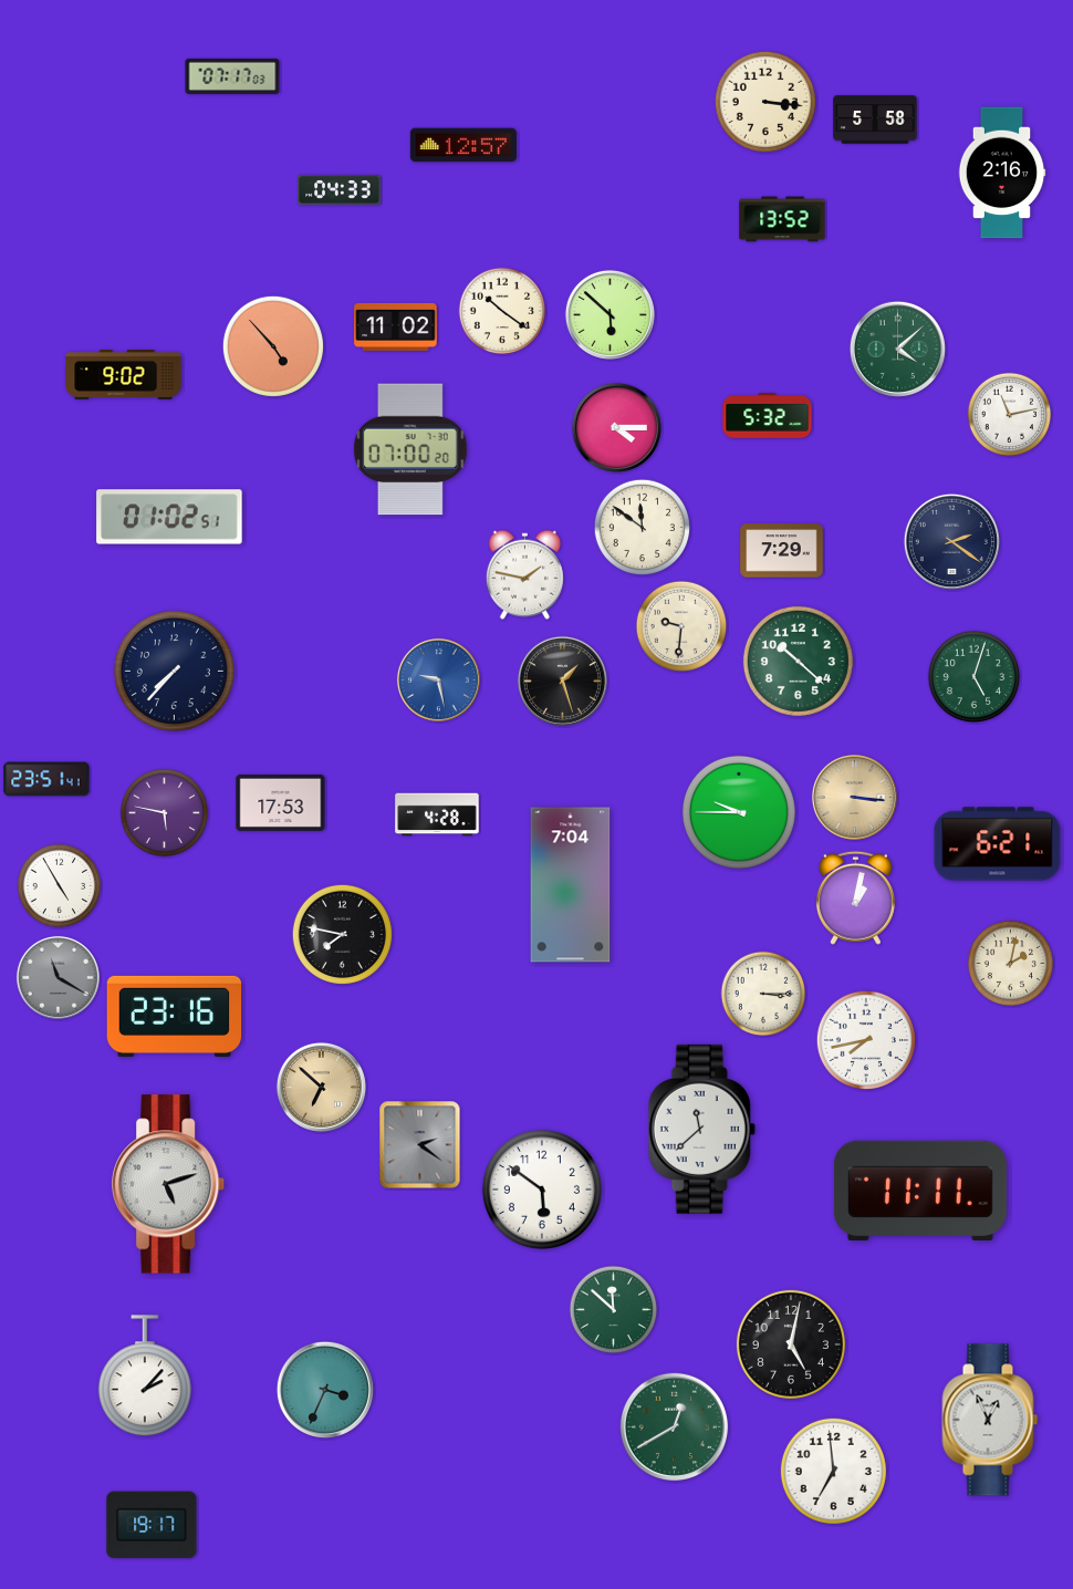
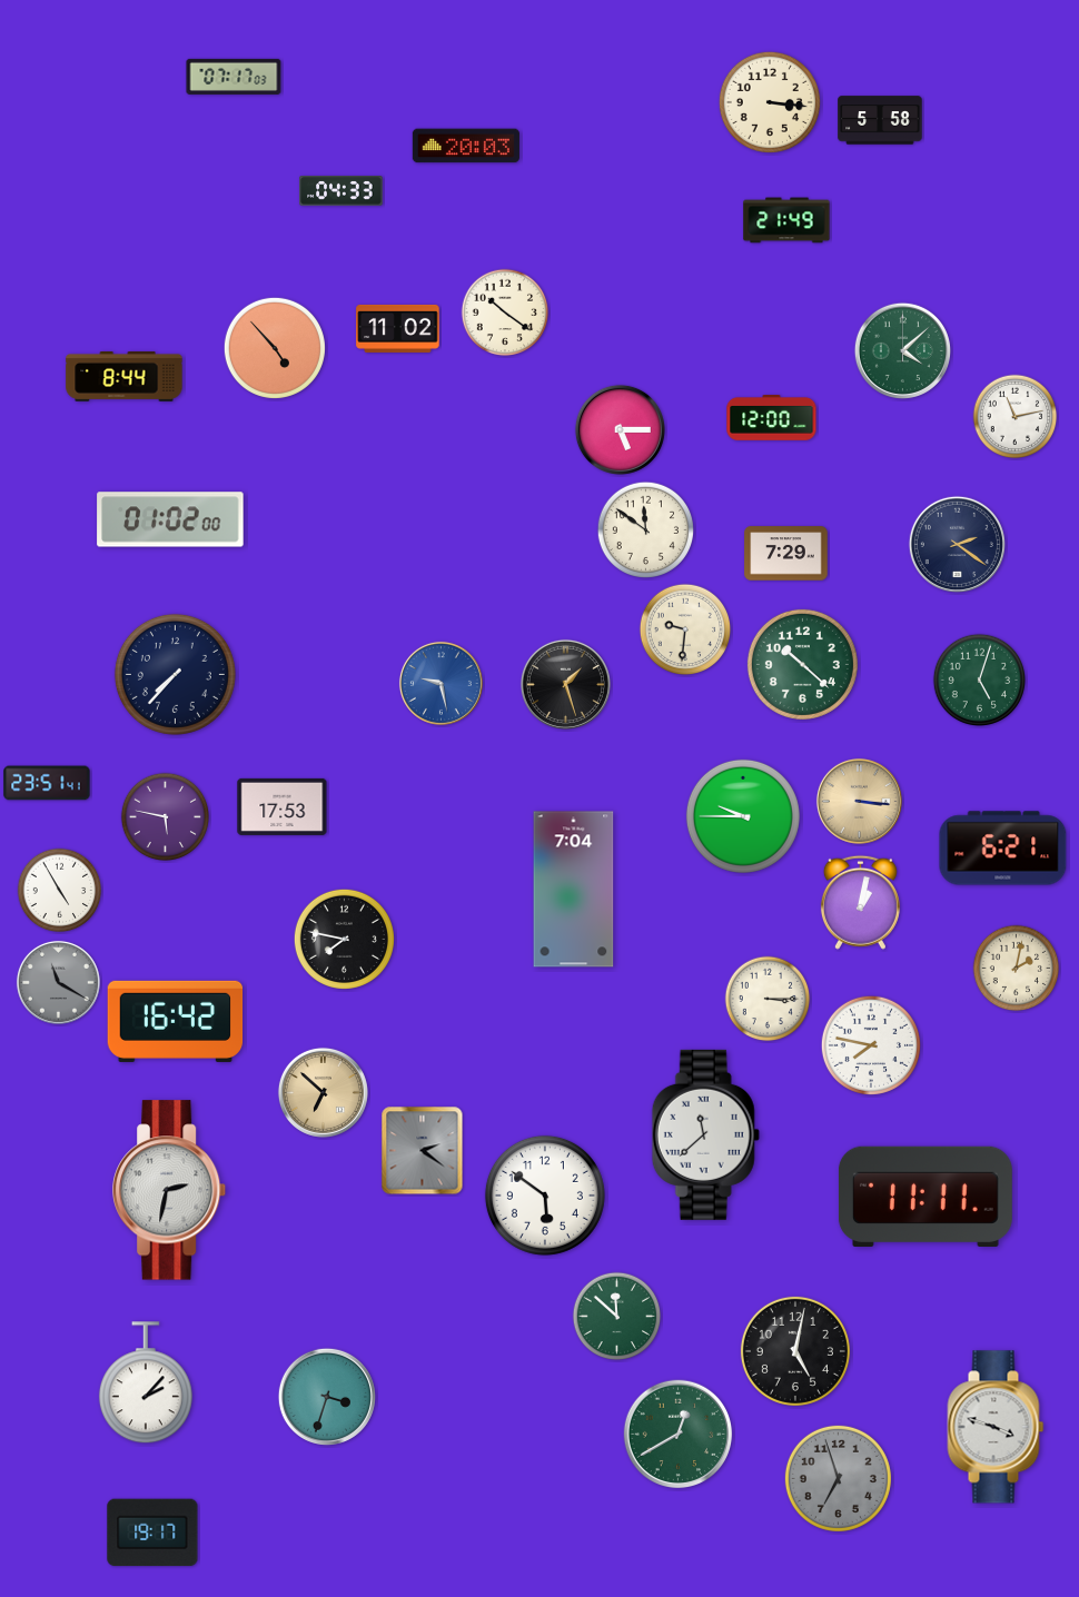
clock at (463, 145): 12:57 -> 20:03
clock at (1002, 173): 2:16 -> none
clock at (782, 219): 13:52 -> 21:49
clock at (610, 314): 5:52 -> none
clock at (124, 374): 9:02 -> 8:44
clock at (768, 416): 5:32 -> 12:00
clock at (616, 427): 4:15 -> 5:15
clock at (410, 449): 07:00 -> none
clock at (169, 517): 01:02:51 -> 01:02:00
clock at (524, 574): 1:47 -> none
clock at (437, 814): 4:28 -> none
clock at (175, 1016): 23:16 -> 16:42
clock at (866, 1040): 7:43 -> 7:47
clock at (169, 1184): 5:12 -> 2:32
clock at (325, 1390): 3:34 -> 3:33
clock at (990, 1420): 12:56 -> 3:48
clock at (833, 1471): 6:59 -> 6:57
clock at (833, 1471) dial: white -> grey
